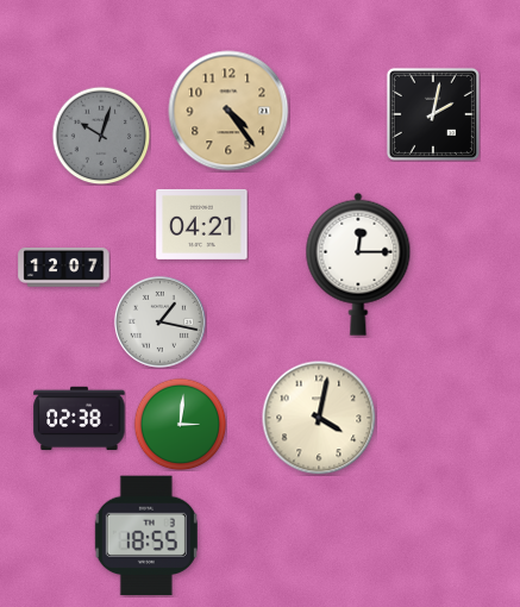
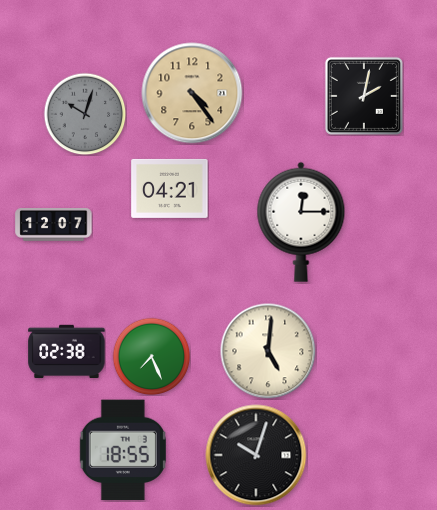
clock at (159, 321): 1:17 -> none
clock at (319, 418): 4:02 -> 5:01
clock at (180, 424): 3:01 -> 7:26
clock at (256, 455): none -> 10:03
